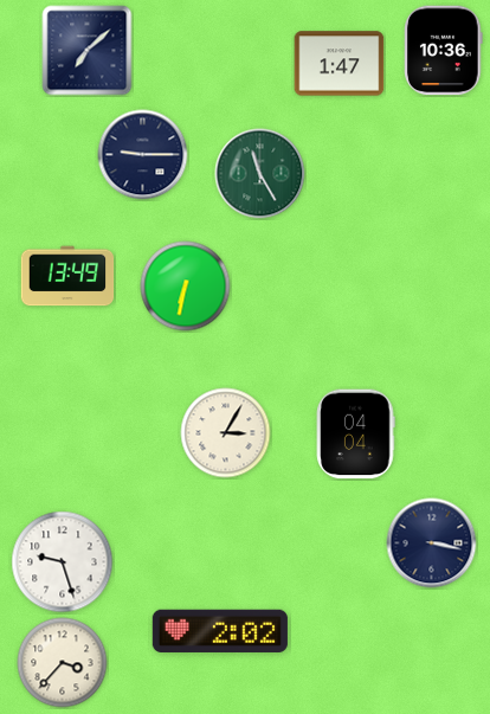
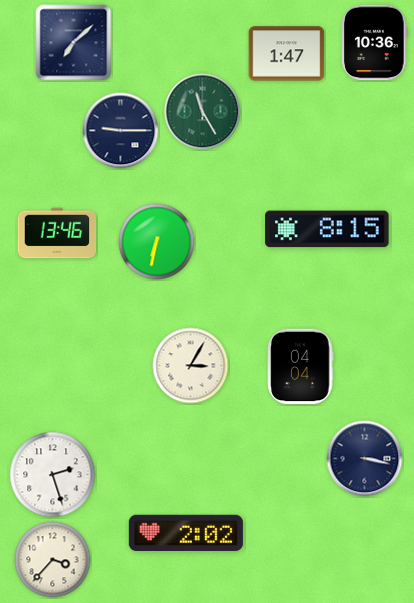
clock at (260, 174) position: (260, 174) -> (203, 112)
clock at (327, 229): none -> 8:15
clock at (67, 276): 13:49 -> 13:46
clock at (63, 562): 9:27 -> 2:27
